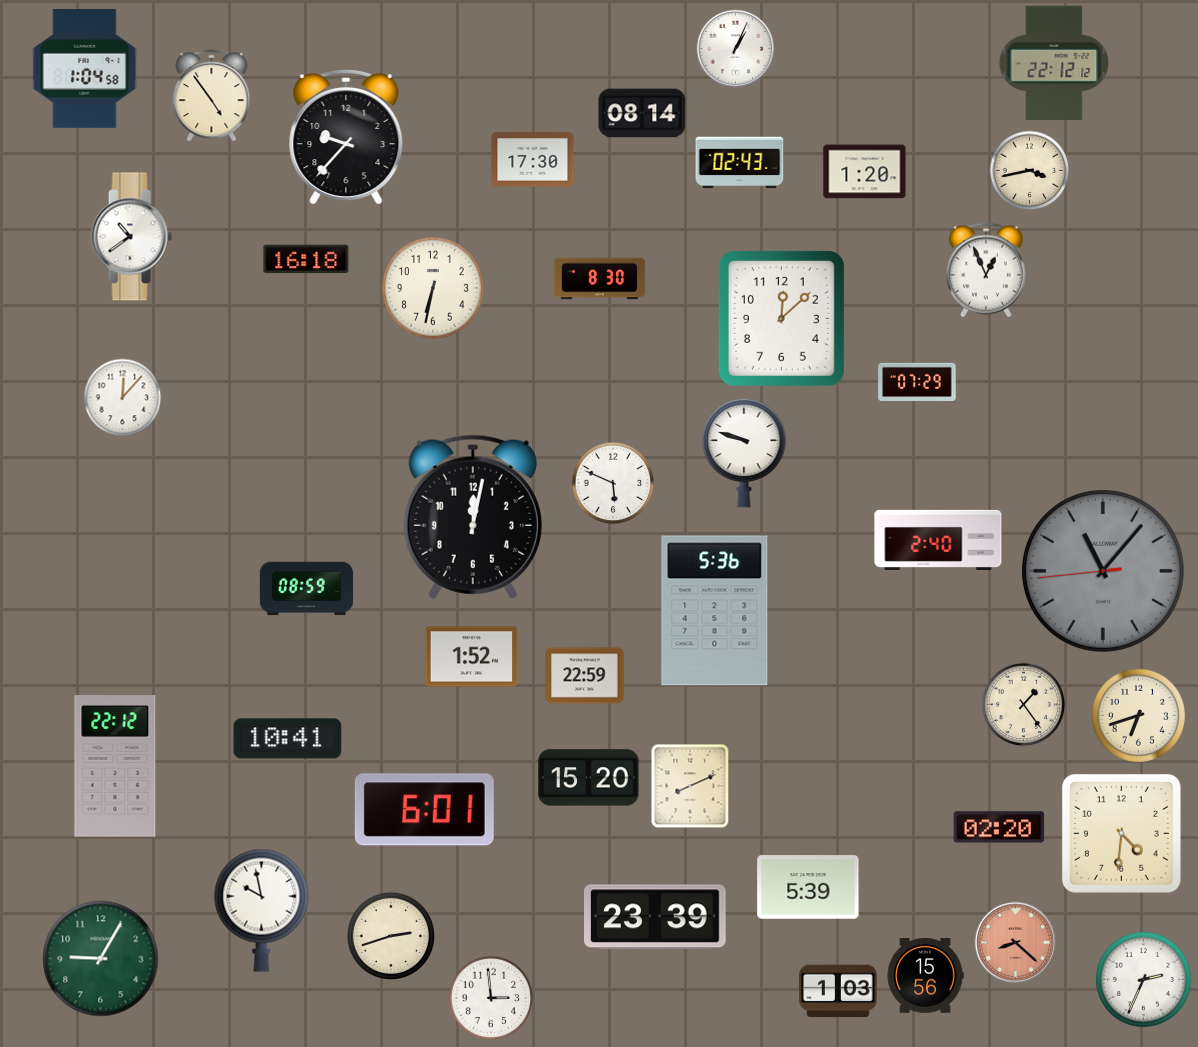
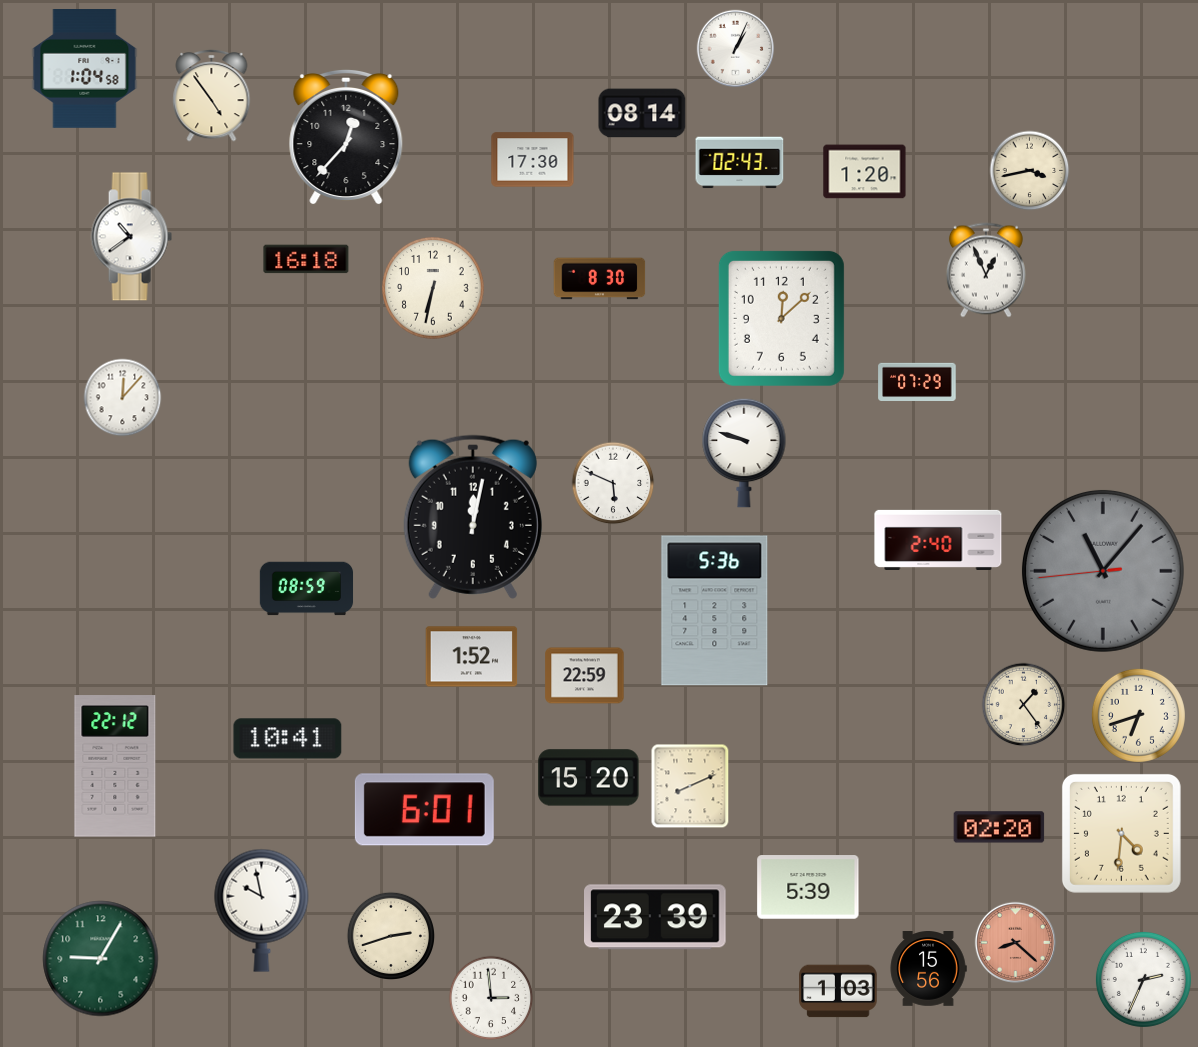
clock at (1054, 62): 22:12 -> none
clock at (346, 137): 9:37 -> 12:37
clock at (925, 976) position: (925, 976) -> (928, 969)
